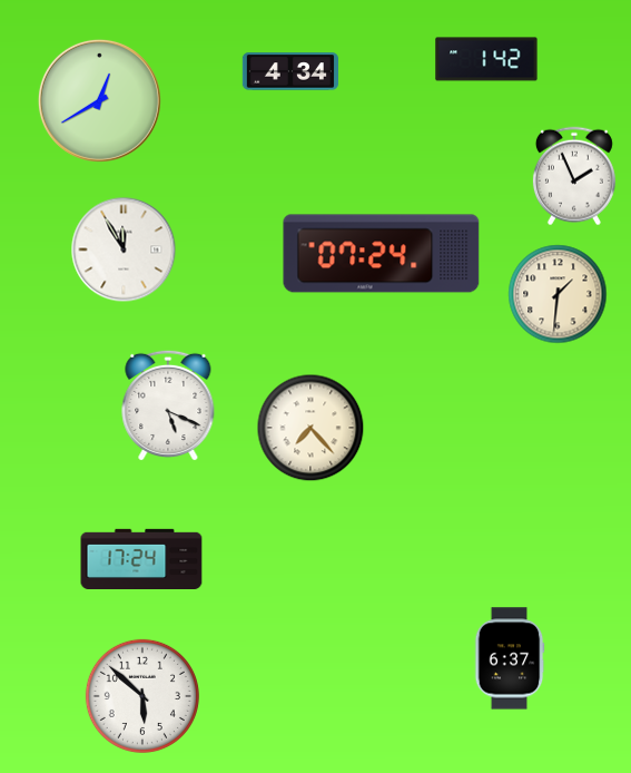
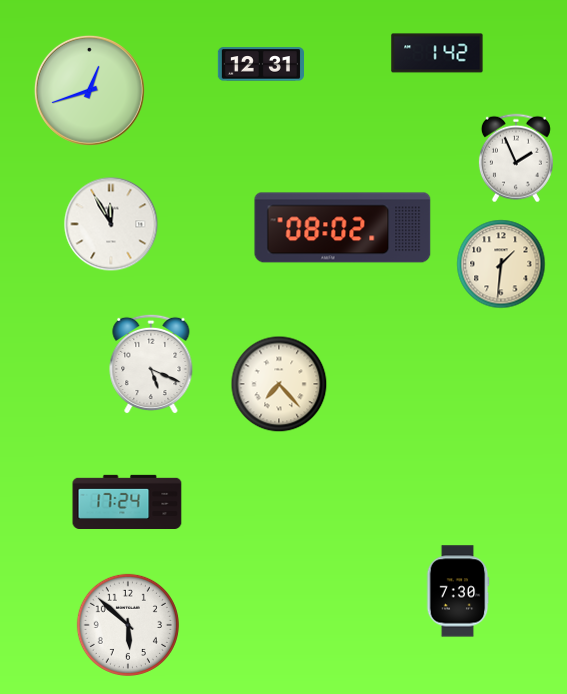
clock at (289, 71): 4:34 -> 12:31
clock at (99, 100): 12:40 -> 12:42
clock at (382, 254): 07:24 -> 08:02
clock at (510, 658): 6:37 -> 7:30
